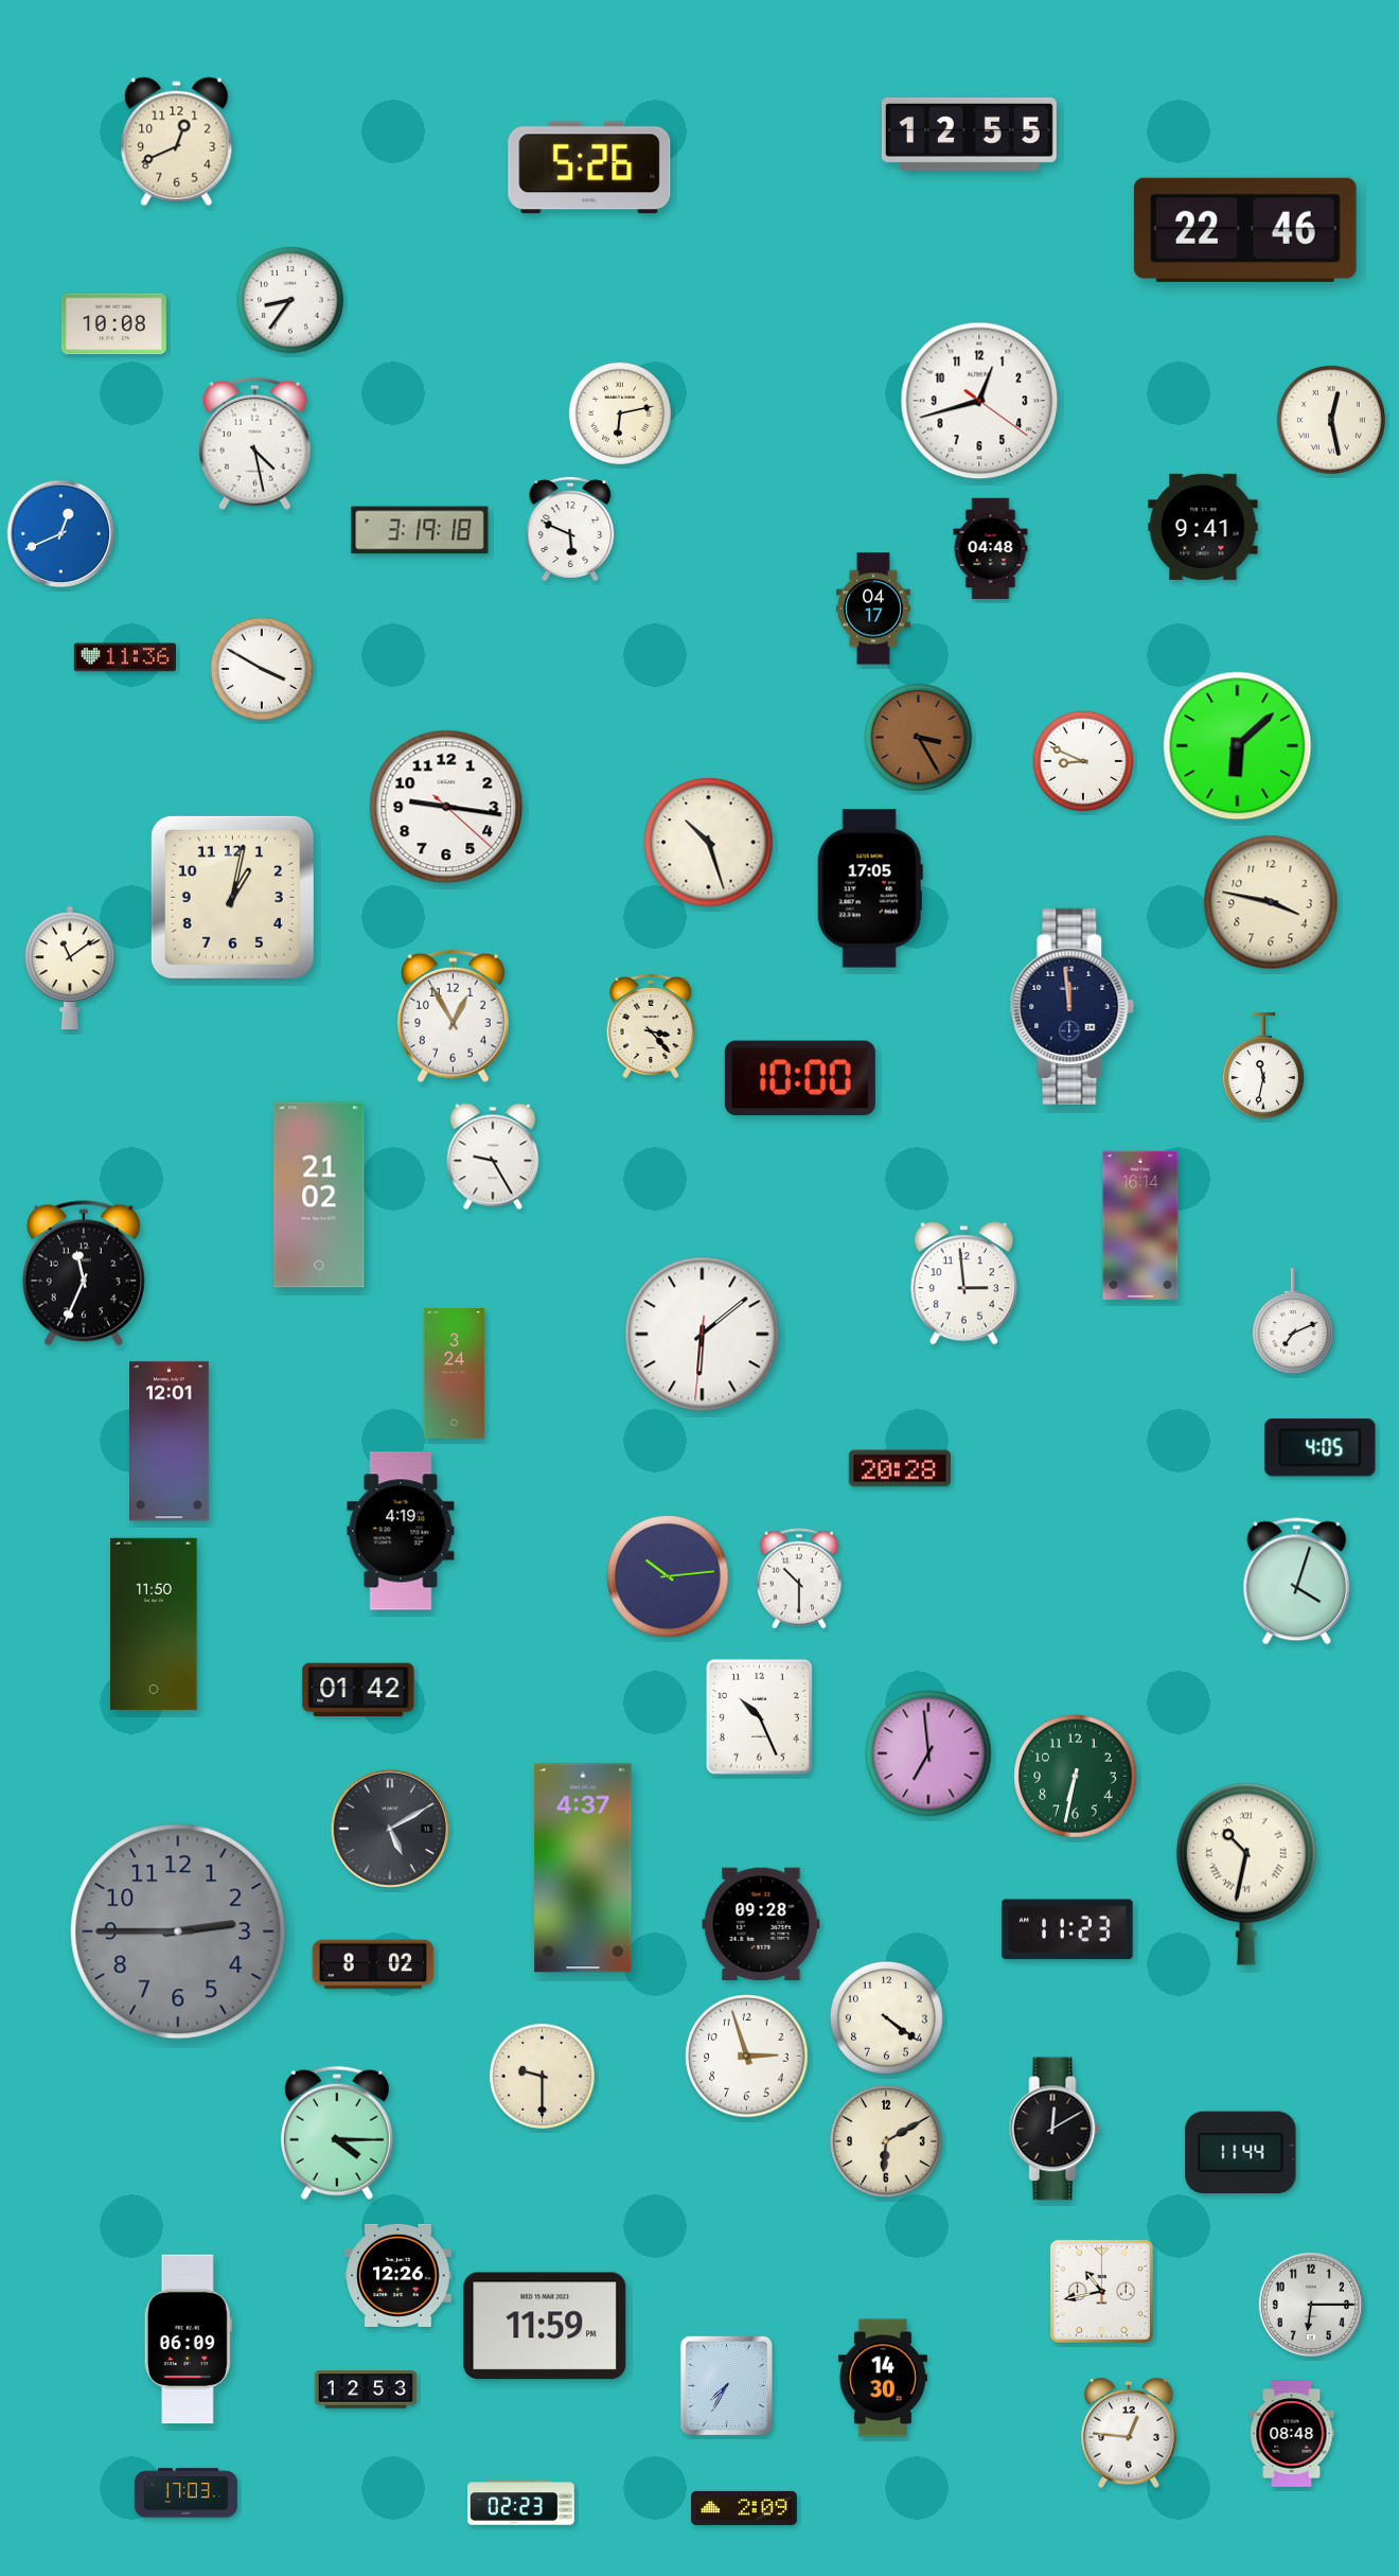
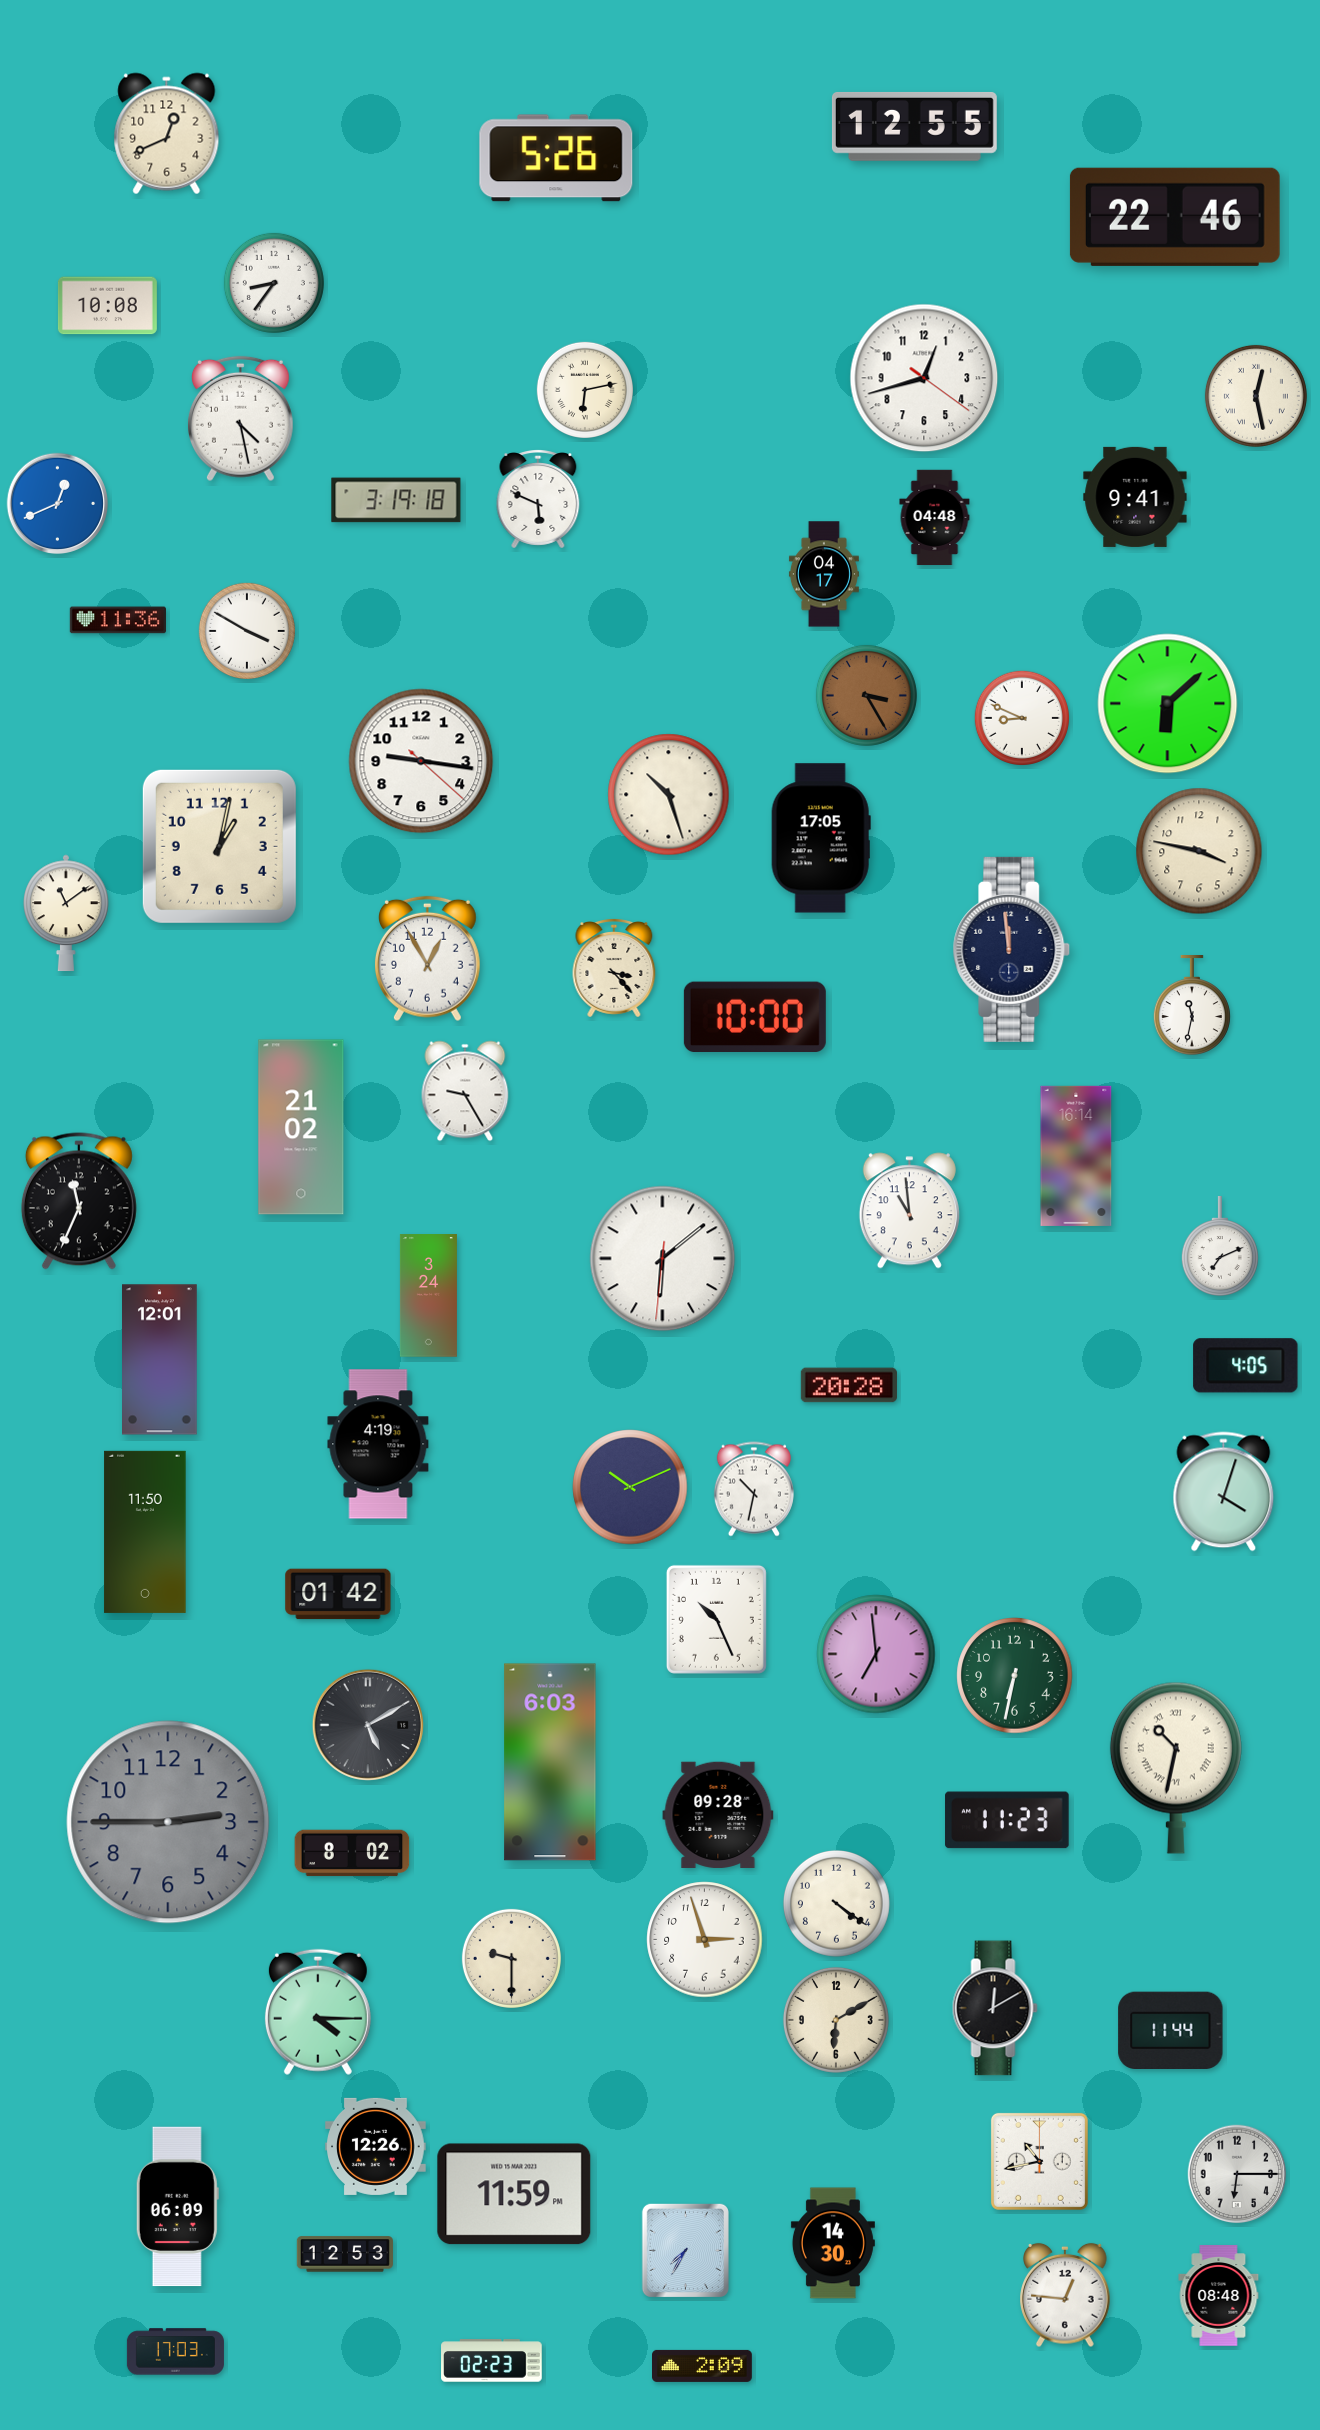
clock at (963, 1284): 2:59 -> 10:59
clock at (668, 1576): 10:14 -> 10:11
clock at (799, 1578): 10:30 -> 10:32
clock at (583, 1868): 4:37 -> 6:03
